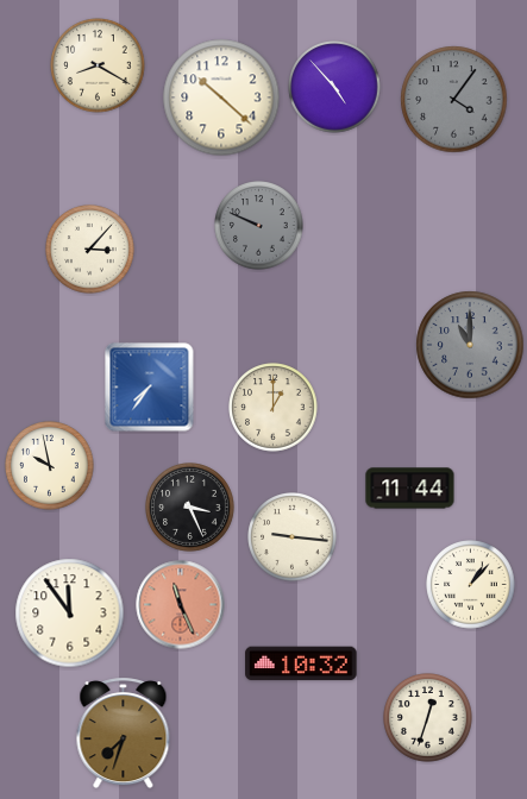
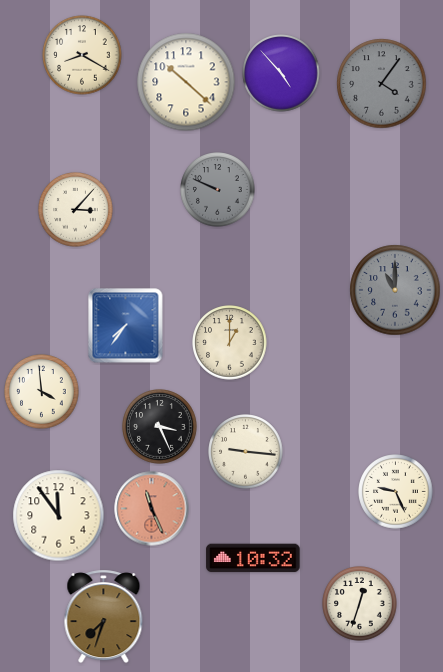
clock at (50, 466): 9:58 -> 3:59
clock at (410, 489): 11:44 -> none
clock at (471, 585): 1:07 -> 9:26
